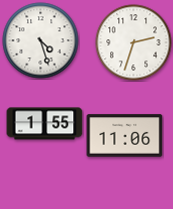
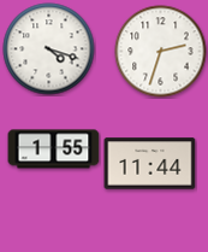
clock at (41, 41): 4:27 -> 4:18
clock at (125, 136): 11:06 -> 11:44
